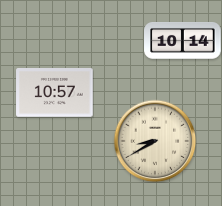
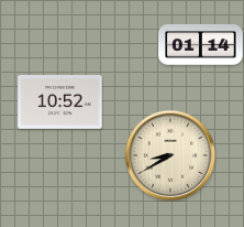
clock at (183, 41): 10:14 -> 01:14
clock at (55, 93): 10:57 -> 10:52
